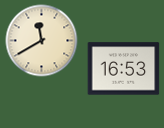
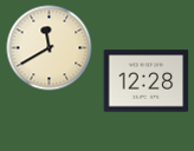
clock at (124, 69): 16:53 -> 12:28
